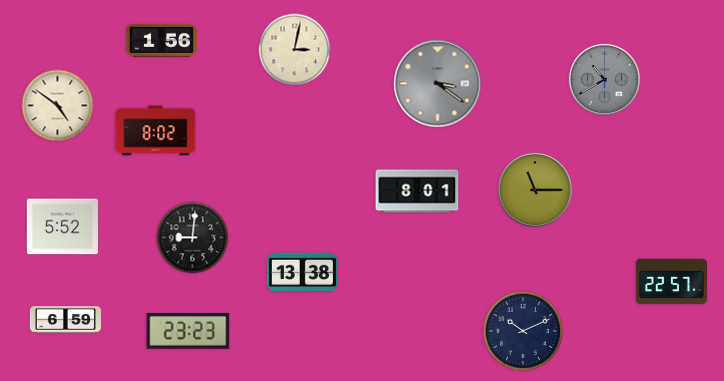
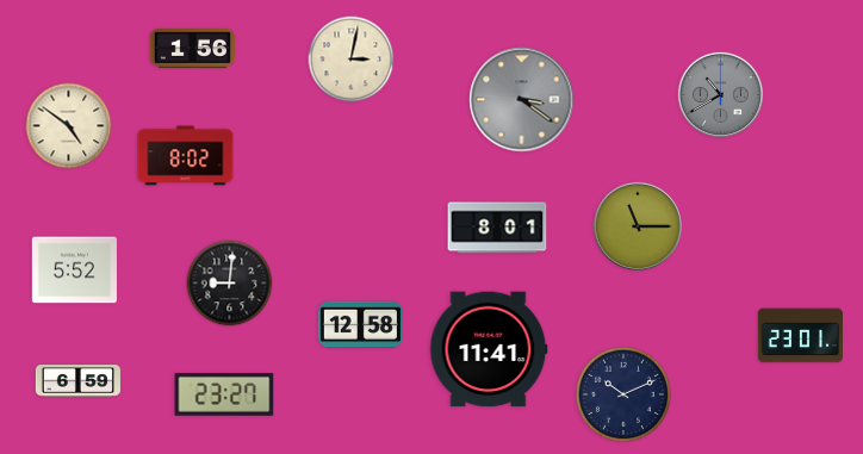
clock at (302, 273): 13:38 -> 12:58
clock at (671, 282): 22:57 -> 23:01
clock at (489, 349): none -> 11:41
clock at (188, 332): 23:23 -> 23:27
